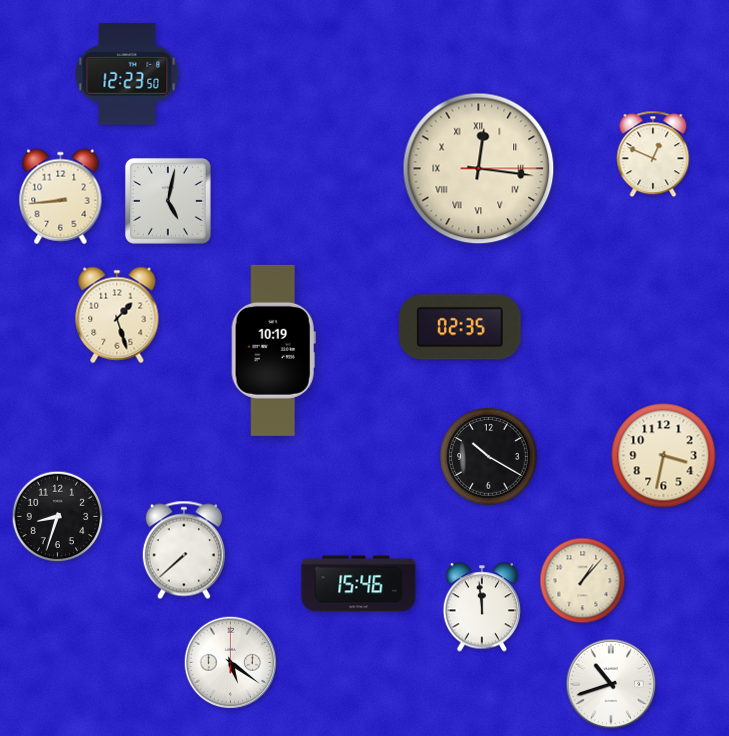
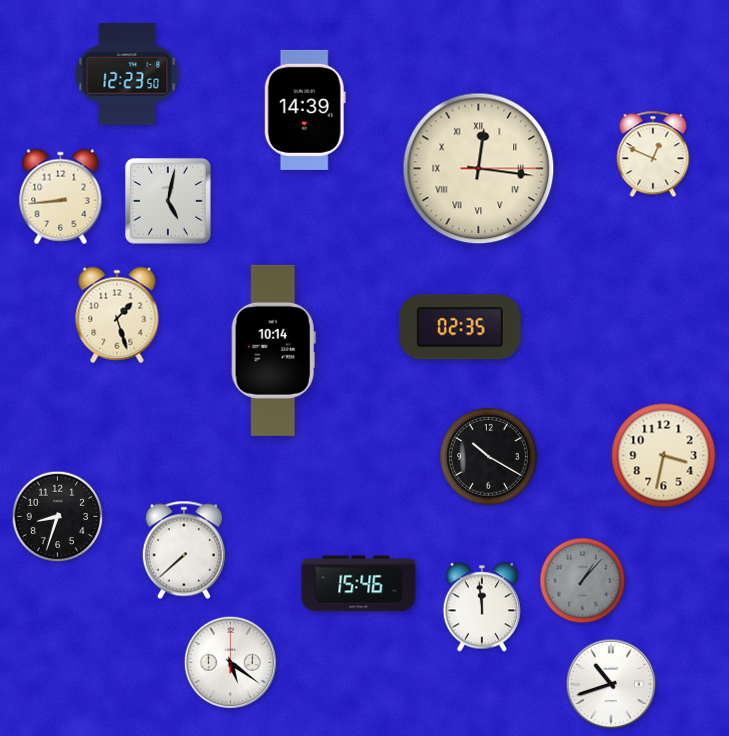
clock at (305, 110): none -> 14:39
clock at (273, 350): 10:19 -> 10:14
clock at (583, 581) dial: cream -> grey
